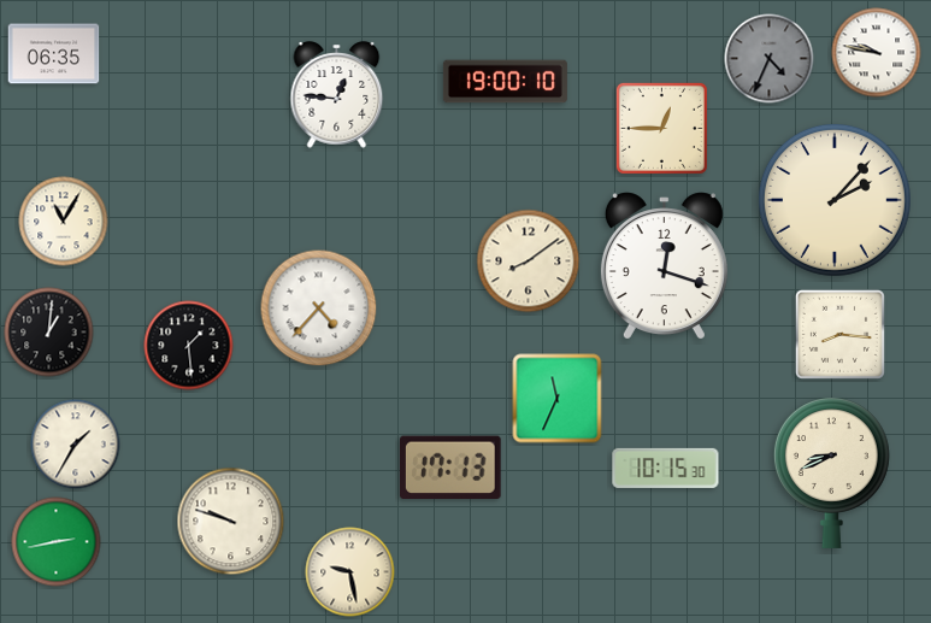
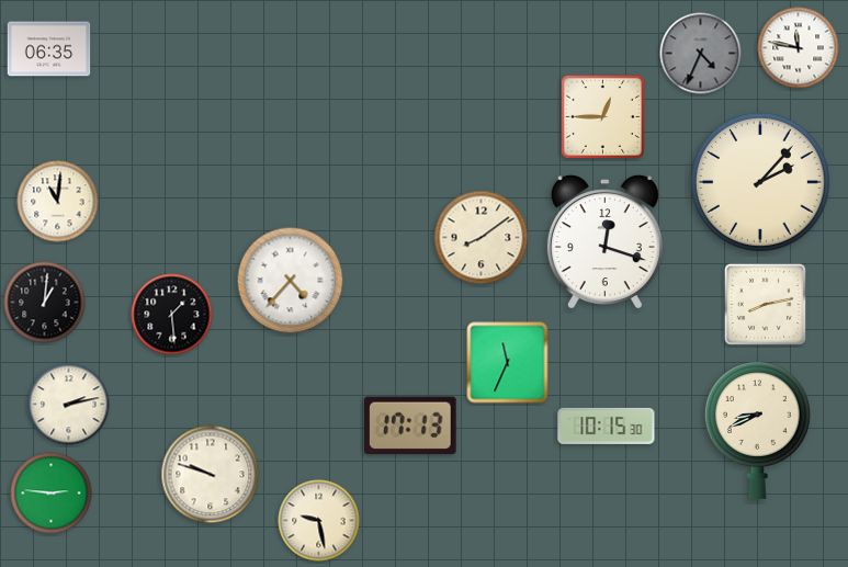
clock at (877, 53): 9:47 -> 11:47
clock at (505, 82): 19:00 -> none
clock at (337, 95): 12:46 -> none
clock at (64, 222): 11:05 -> 11:01
clock at (839, 334): 8:16 -> 8:13
clock at (76, 445): 1:35 -> 2:13
clock at (57, 542): 2:43 -> 2:46
